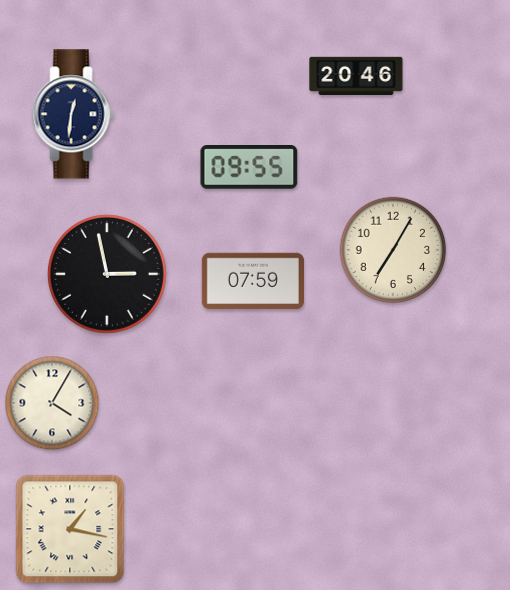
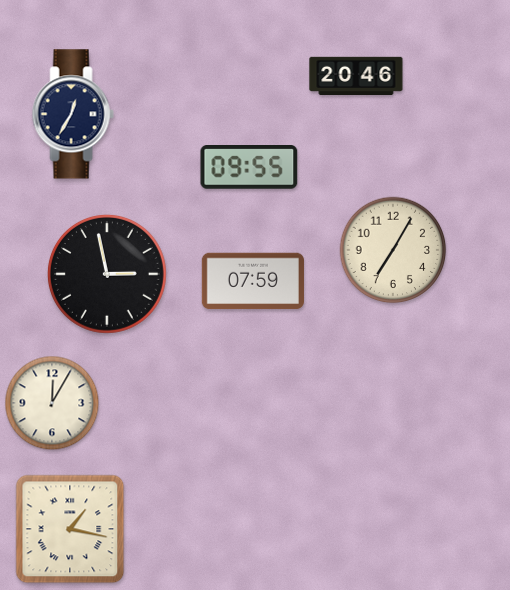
clock at (73, 114): 12:31 -> 12:35
clock at (52, 403): 4:05 -> 12:05
